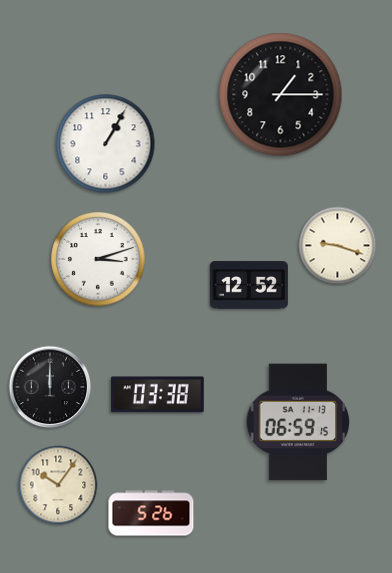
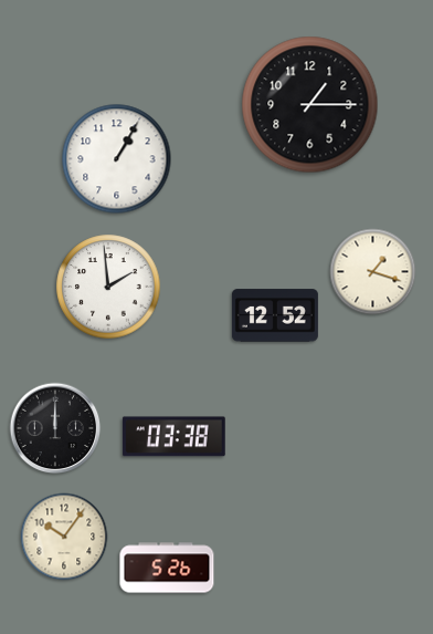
clock at (338, 246): 9:18 -> 1:18
clock at (98, 259): 3:12 -> 1:59
clock at (298, 422): 06:59 -> none
